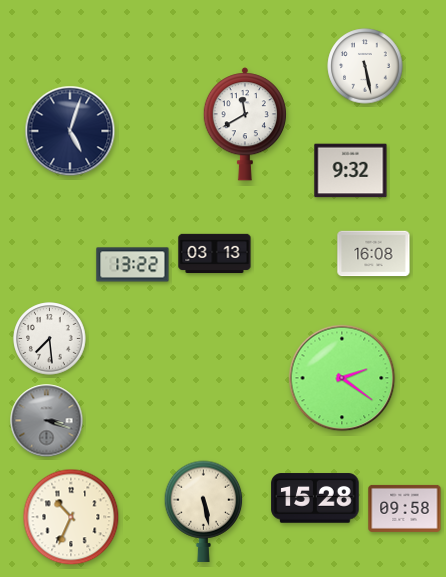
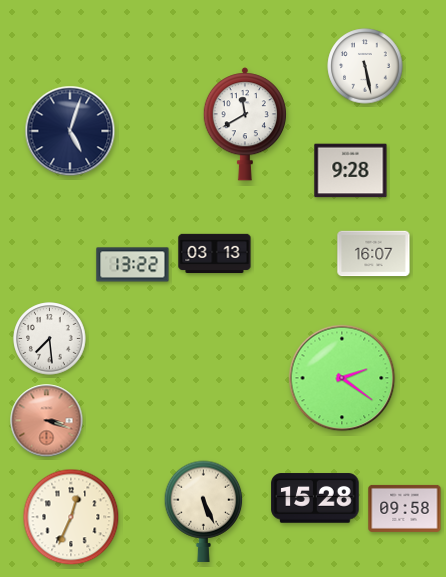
clock at (351, 171): 9:32 -> 9:28
clock at (374, 254): 16:08 -> 16:07
clock at (47, 421) dial: grey -> salmon
clock at (204, 511): 5:28 -> 5:26
clock at (71, 517): 10:34 -> 12:34
